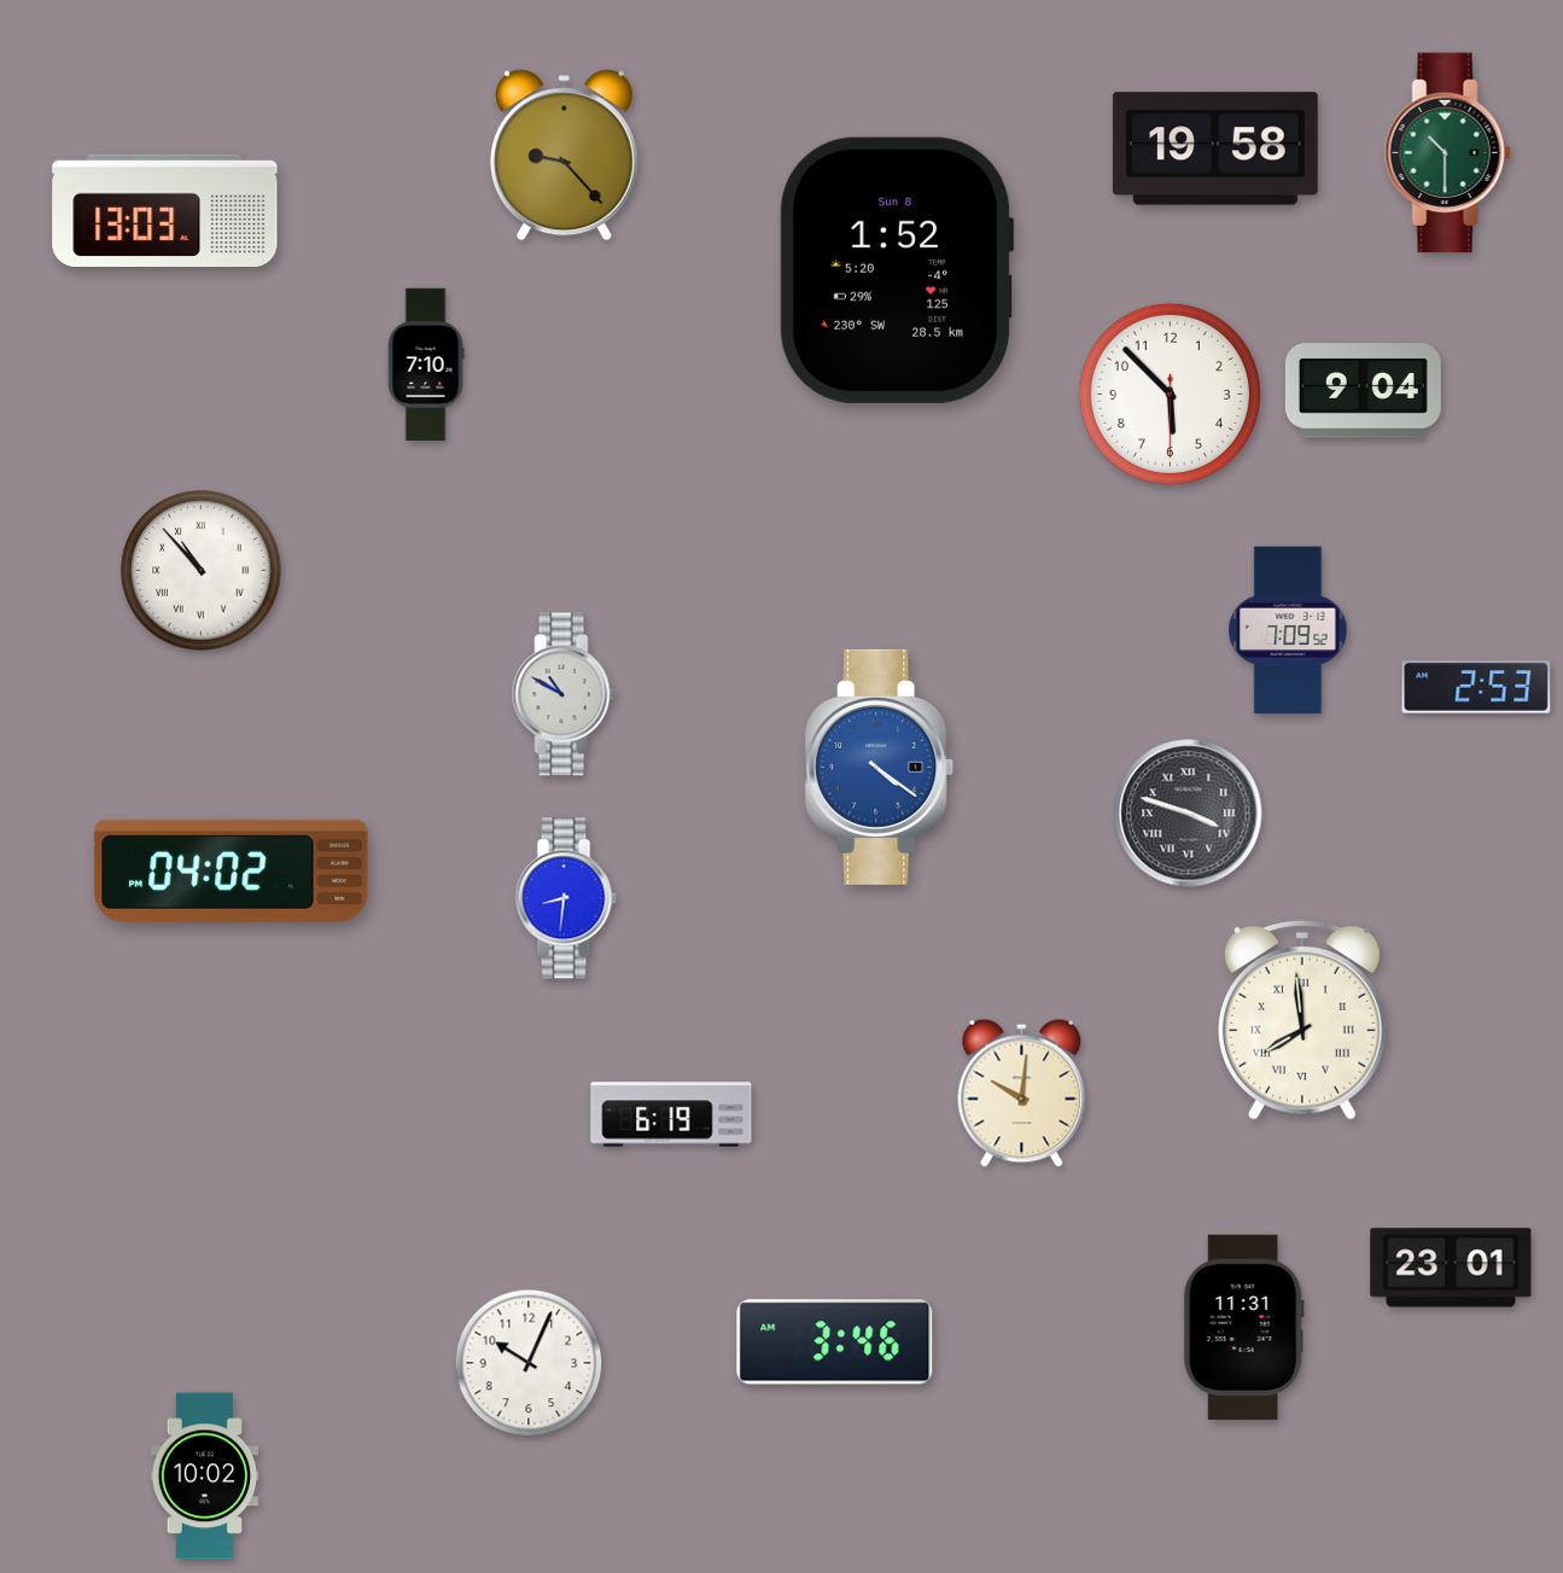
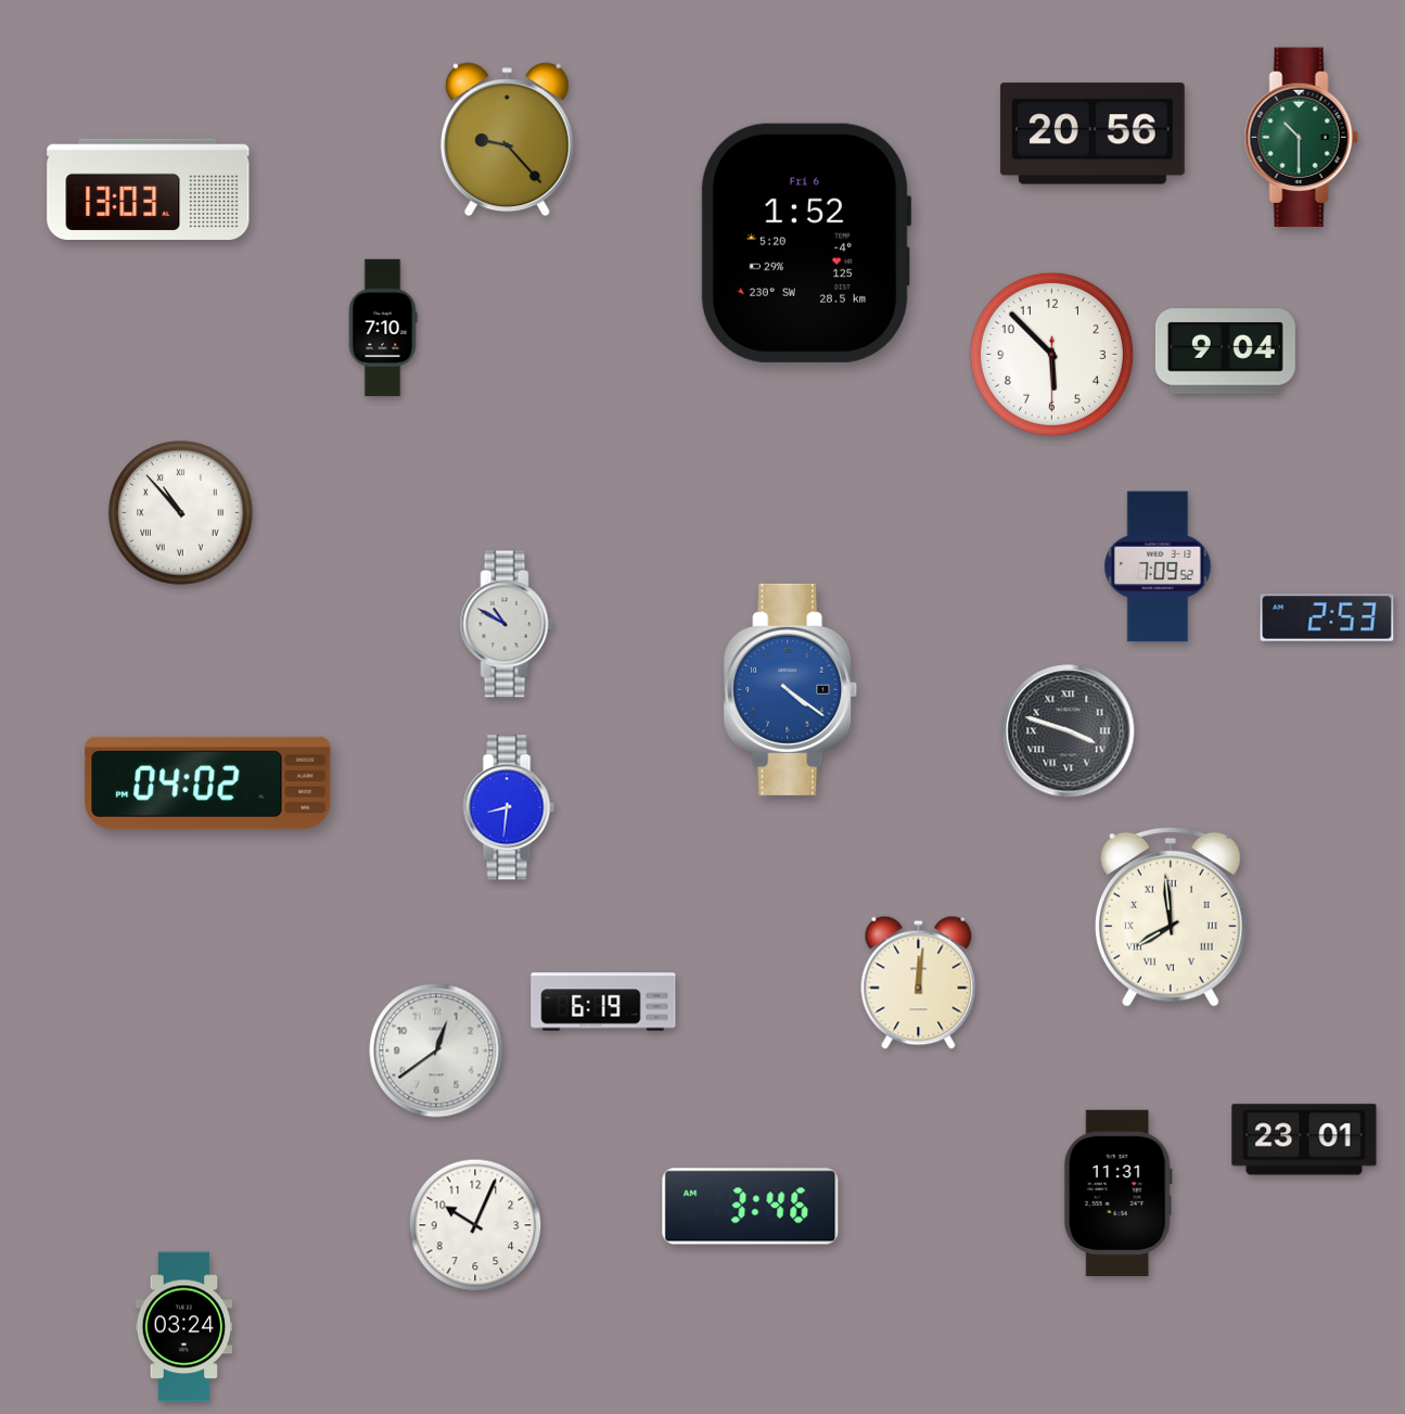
clock at (1215, 148): 19:58 -> 20:56
clock at (897, 270) date: Sun 8 -> Fri 6
clock at (1022, 1093): 10:01 -> 12:01
clock at (436, 1050): none -> 12:39
clock at (205, 1476): 10:02 -> 03:24
